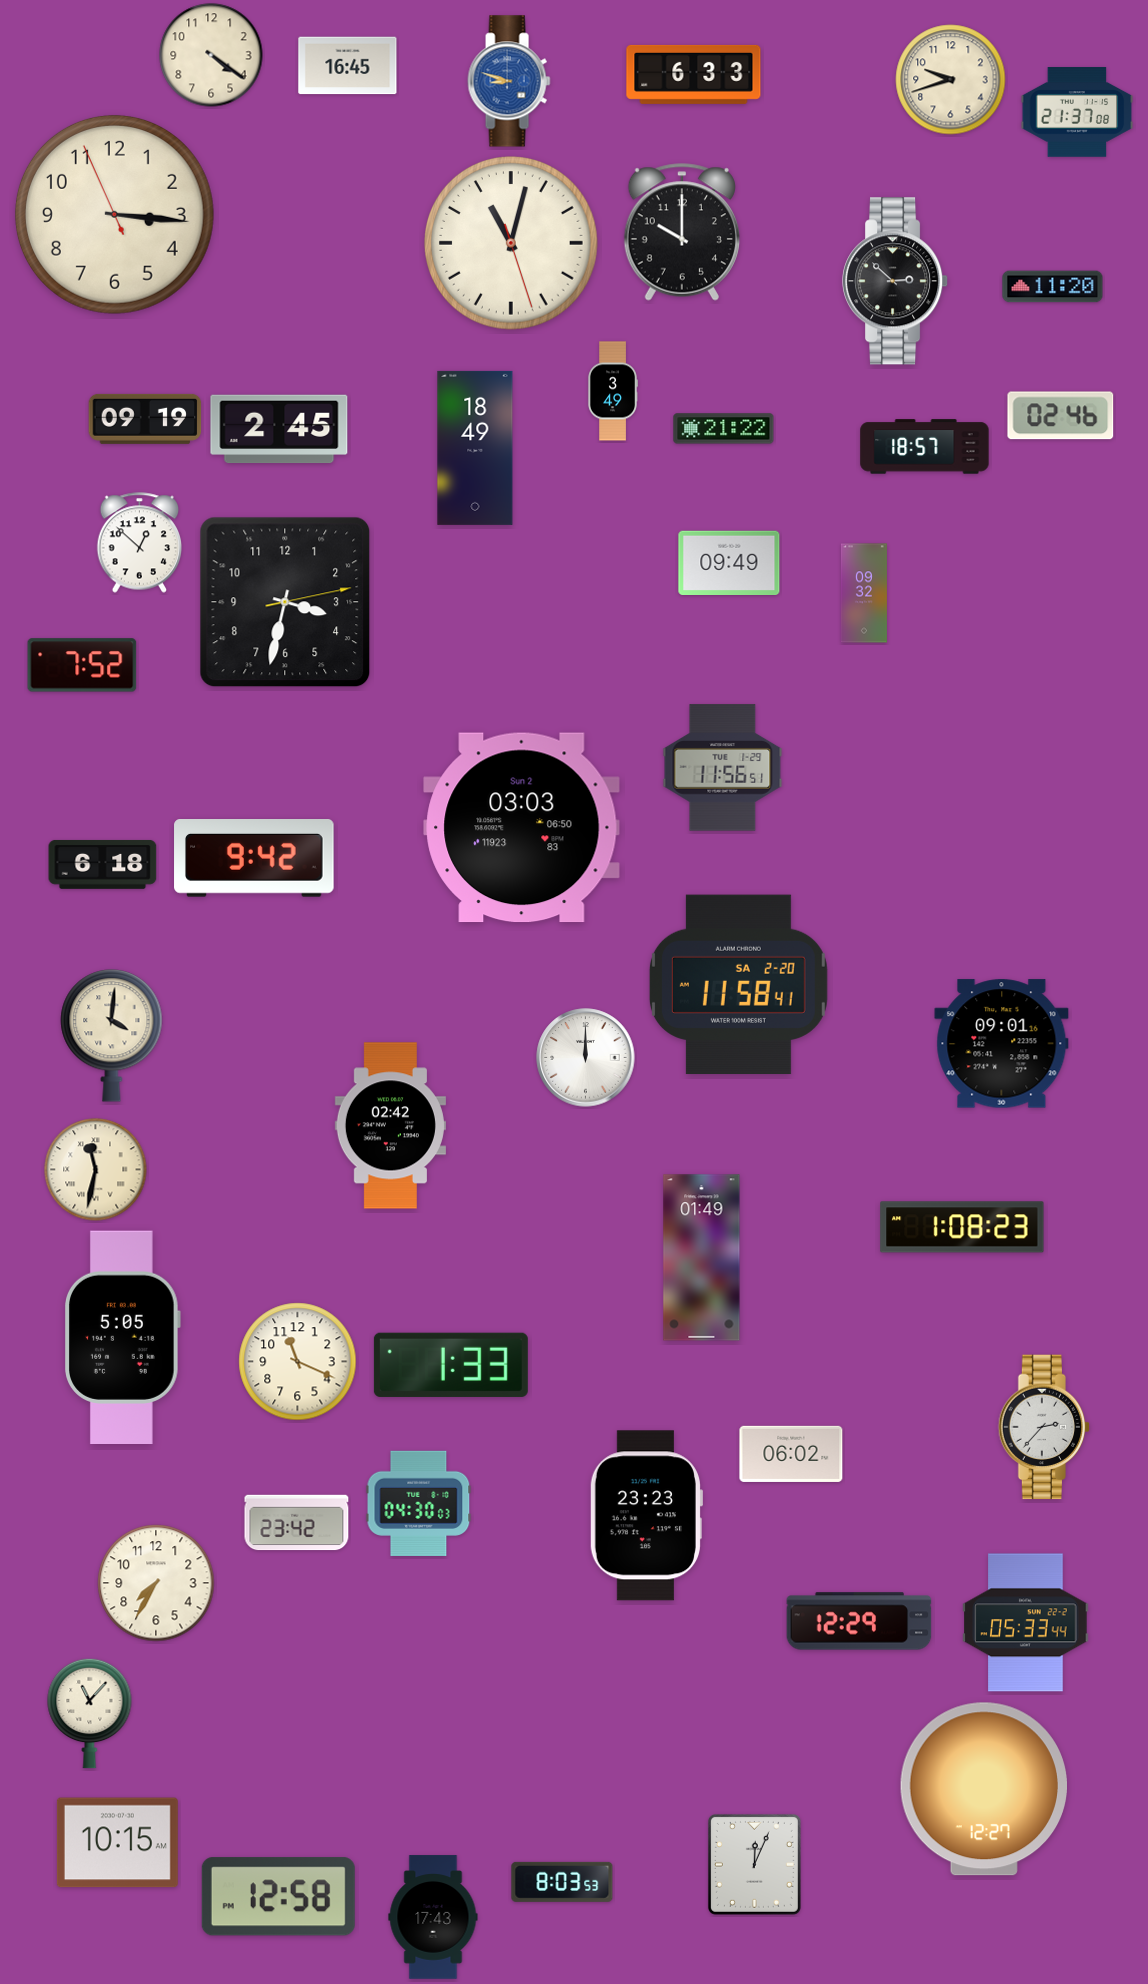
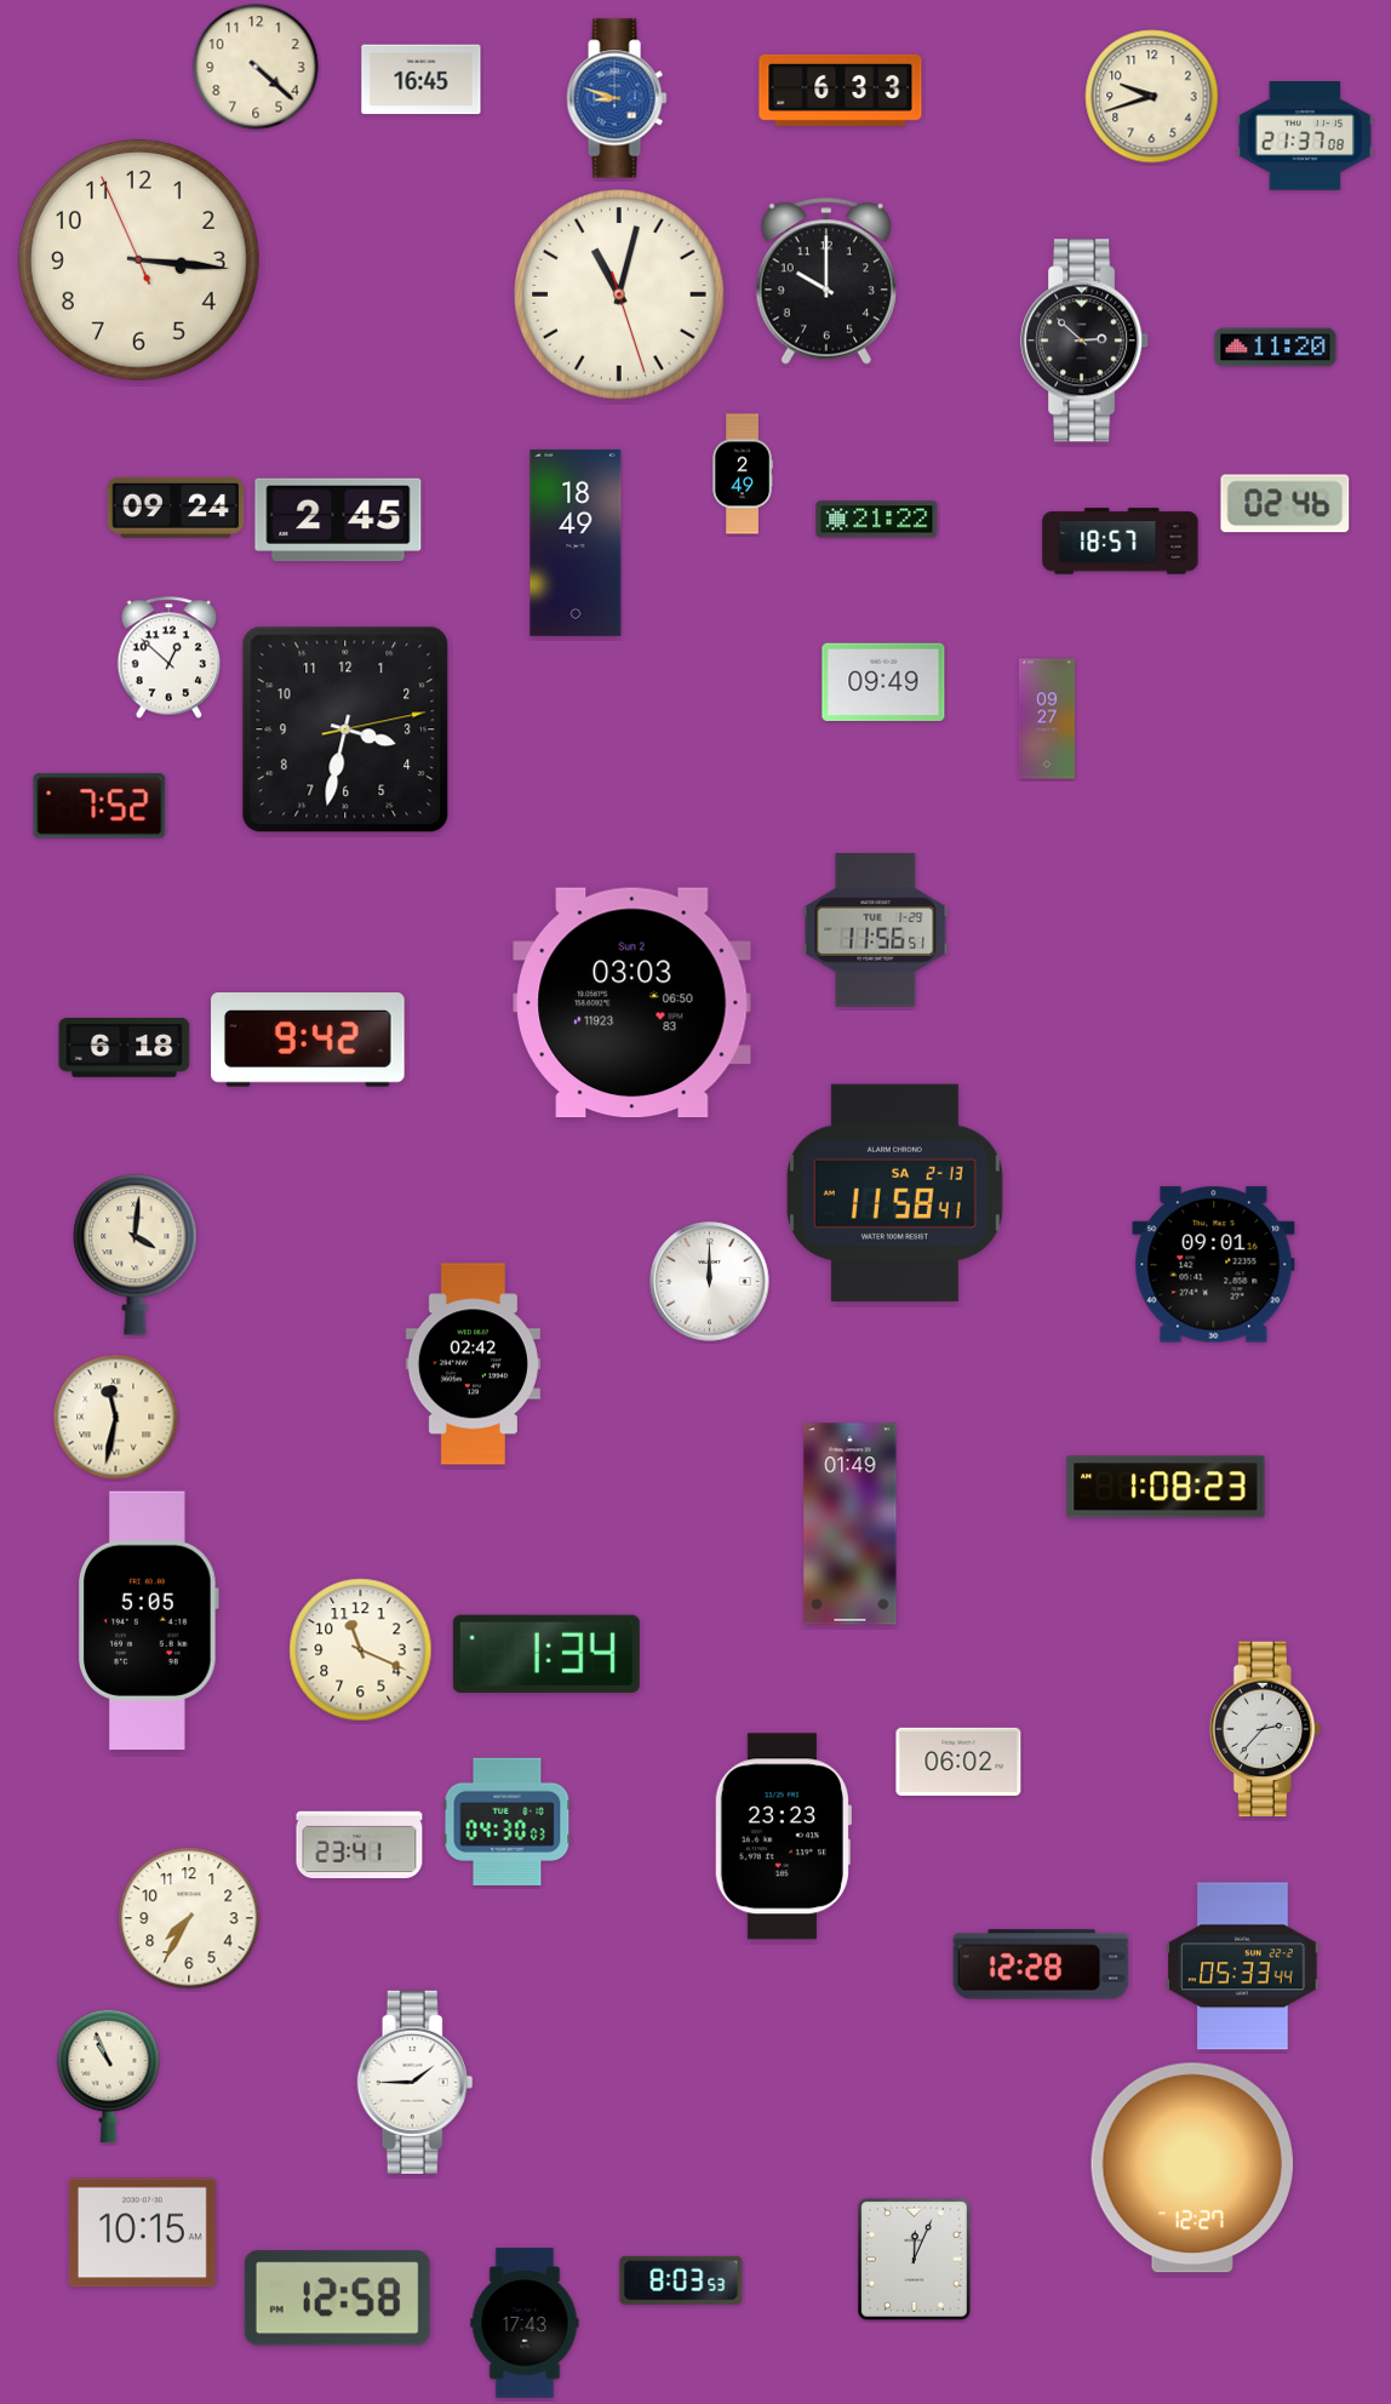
clock at (211, 55): 4:21 -> 4:22
clock at (612, 391): 3:49 -> 2:49
clock at (145, 419): 09:19 -> 09:24
clock at (864, 593): 09:32 -> 09:27
clock at (738, 985) date: SA 2-20 -> SA 2-13
clock at (451, 1365): 1:33 -> 1:34
clock at (297, 1523): 23:42 -> 23:41
clock at (859, 1621): 12:29 -> 12:28
clock at (90, 1713): 11:07 -> 10:56
clock at (416, 2082): none -> 1:45
